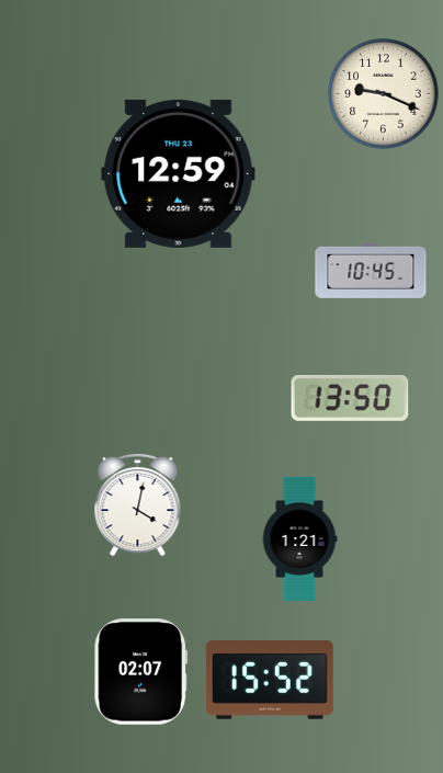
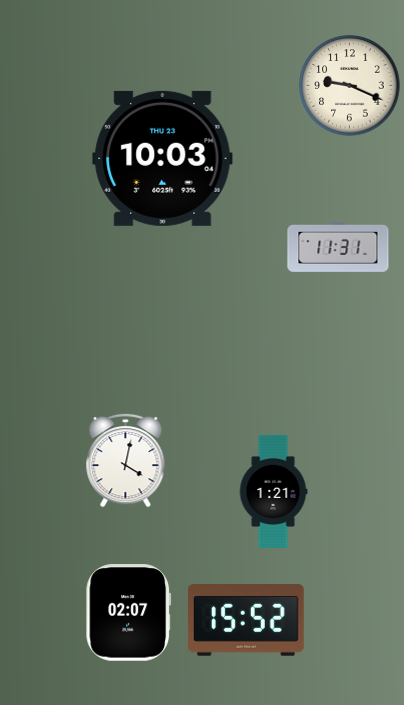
clock at (179, 173): 12:59 -> 10:03
clock at (371, 271): 10:45 -> 11:31
clock at (350, 398): 13:50 -> none
